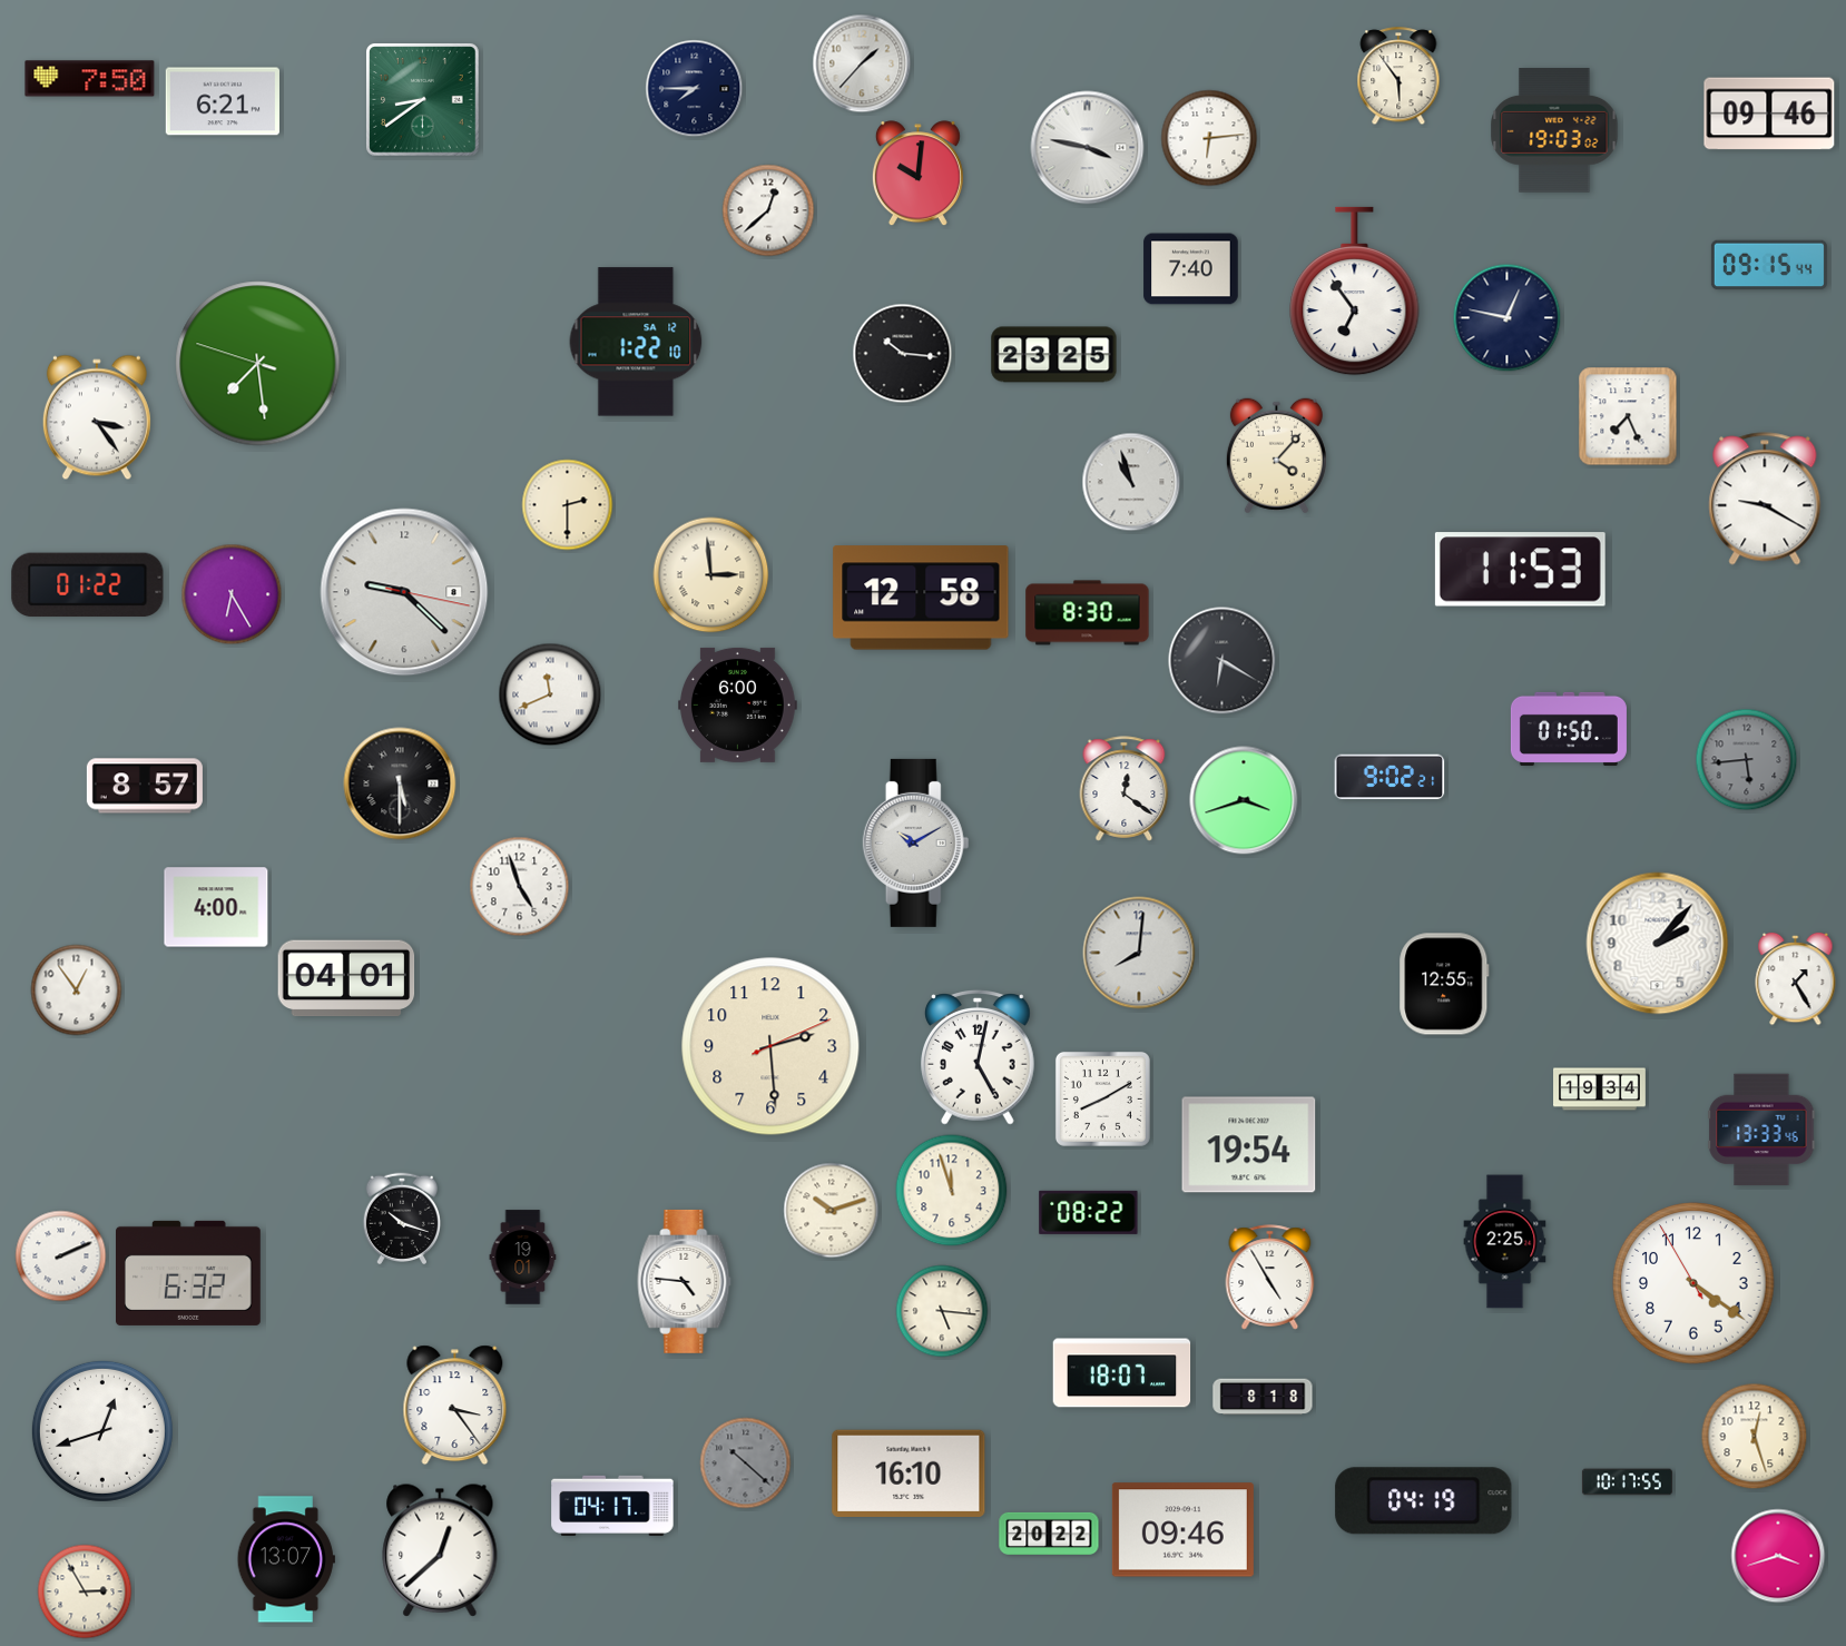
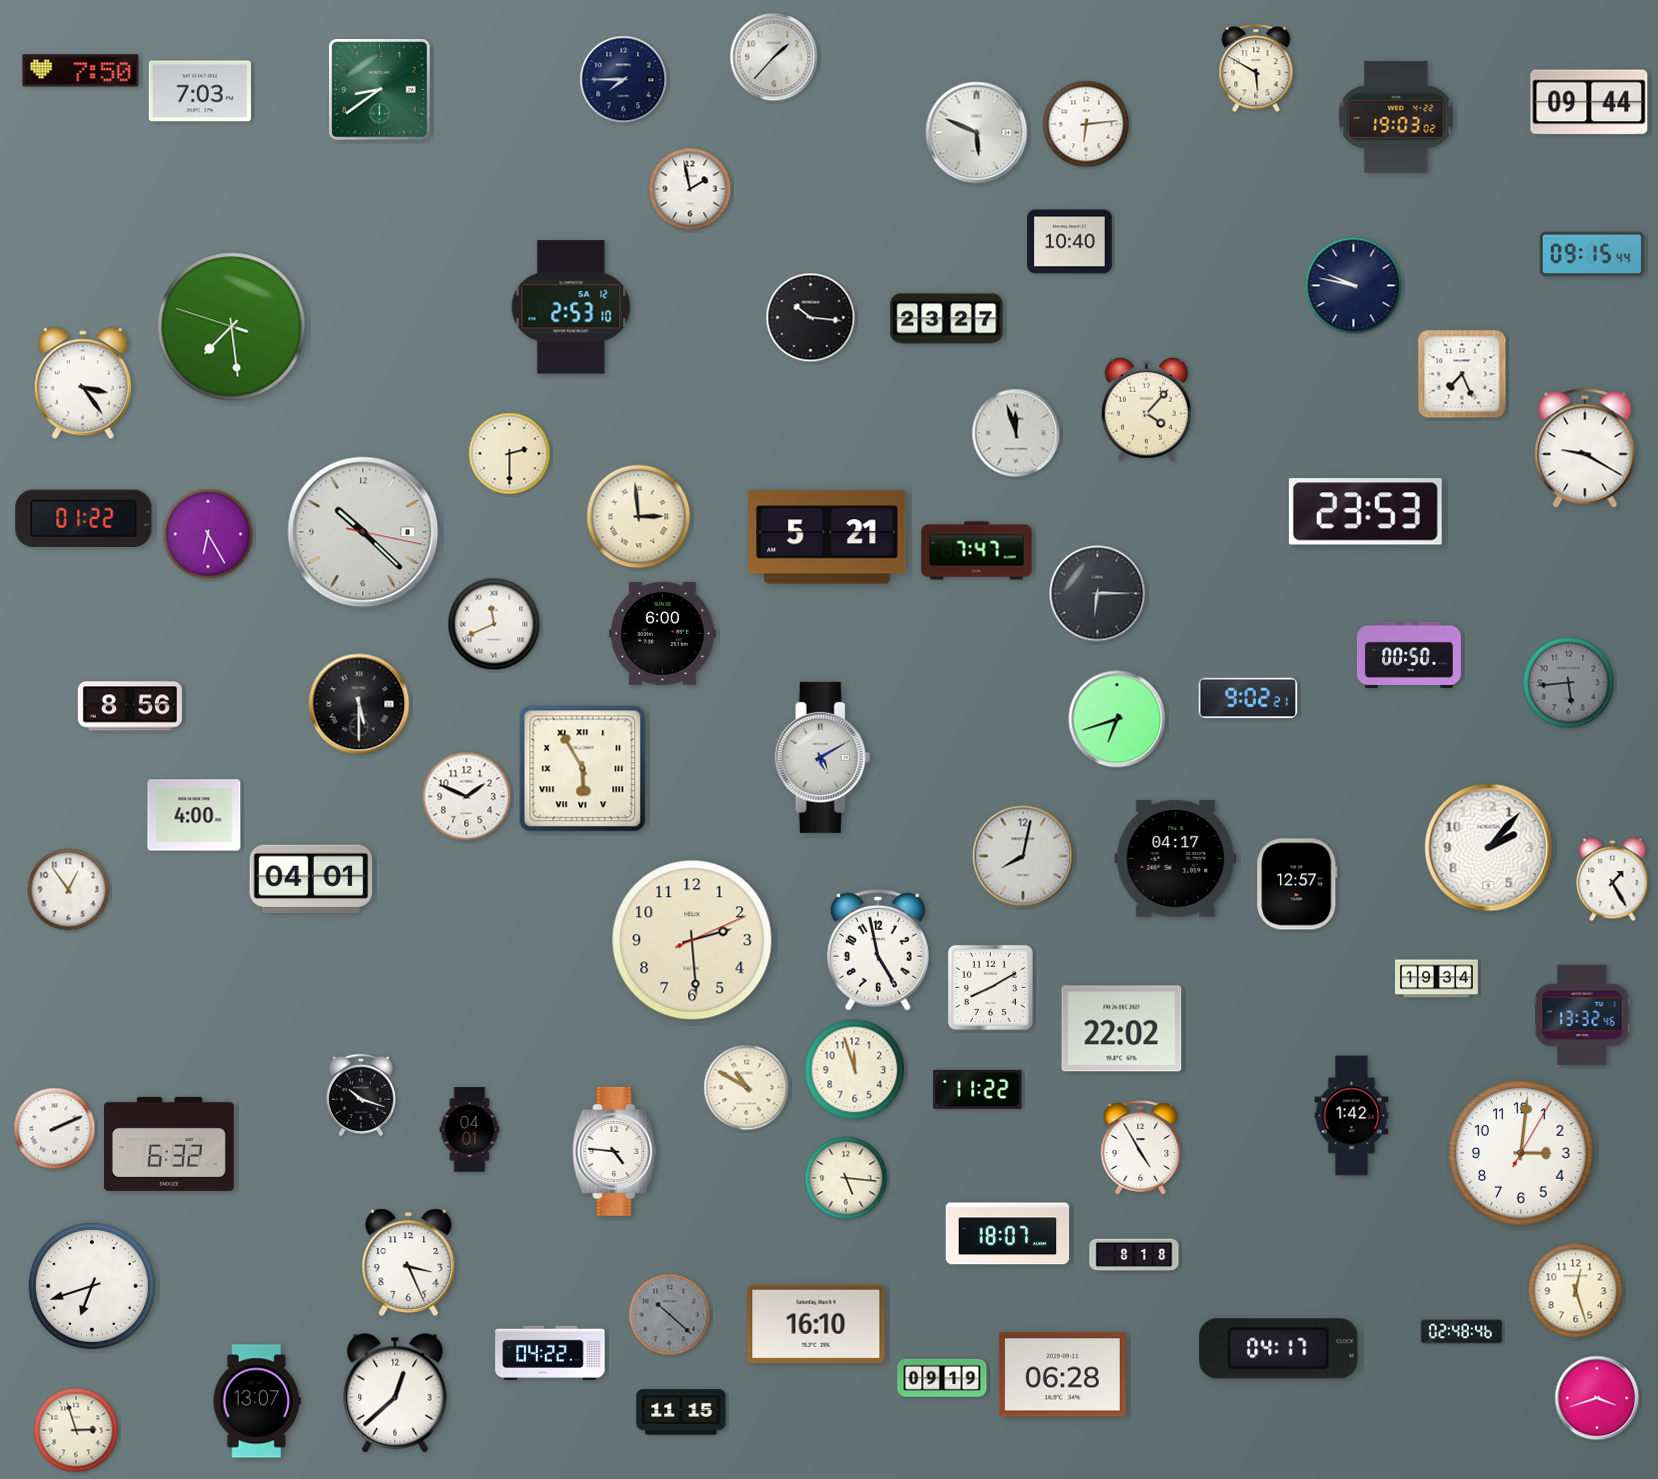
clock at (1398, 77): 5:54 -> 5:50
clock at (223, 101): 6:21 -> 7:03
clock at (1769, 114): 09:46 -> 09:44
clock at (1088, 148): 3:47 -> 5:49
clock at (917, 174): 10:01 -> none
clock at (768, 210): 12:38 -> 1:58
clock at (1769, 265) position: (1769, 265) -> (1592, 254)
clock at (1191, 269): 7:40 -> 10:40
clock at (1355, 292): 6:54 -> none
clock at (1508, 318): 12:47 -> 9:47
clock at (636, 342): 1:22 -> 2:53
clock at (1054, 355): 23:25 -> 23:27
clock at (97, 417) position: (97, 417) -> (83, 383)
clock at (1131, 482): 10:57 -> 11:57
clock at (1520, 570): 11:53 -> 23:53
clock at (88, 585) position: (88, 585) -> (84, 519)
clock at (404, 592): 9:22 -> 10:22
clock at (921, 598): 12:58 -> 5:21
clock at (1088, 613): 8:30 -> 7:47
clock at (1223, 661): 6:20 -> 6:15
clock at (1569, 729): 01:50 -> 00:50
clock at (145, 786): 8:57 -> 8:56
clock at (1125, 789): 12:21 -> none
clock at (1244, 800): 3:42 -> 6:42
clock at (916, 842): 10:10 -> 5:10
clock at (583, 769): none -> 5:55
clock at (520, 887): 4:57 -> 1:49
clock at (1139, 953): 8:01 -> 8:02
clock at (1176, 858): none -> 04:17
clock at (1444, 984): 12:55 -> 12:57
clock at (979, 1058): 5:02 -> 4:58
clock at (1761, 1130): 13:33 -> 13:32
clock at (1249, 1145): 19:54 -> 22:02
clock at (832, 1211): 10:12 -> 10:50
clock at (1089, 1212): 08:22 -> 11:22
clock at (1505, 1242): 2:25 -> 1:42
clock at (523, 1258): 19:01 -> 04:01
clock at (1693, 1283): 4:20 -> 3:01
clock at (455, 1406): 3:24 -> 3:26
clock at (102, 1431): 12:42 -> 6:42
clock at (1627, 1482): 10:17 -> 02:48
clock at (1424, 1501): 04:19 -> 04:17
clock at (612, 1506): 04:17 -> 04:22
clock at (1182, 1530): 09:46 -> 06:28
clock at (1049, 1534): 20:22 -> 09:19
clock at (681, 1412): none -> 11:15
clock at (85, 1591): 2:55 -> 2:57
